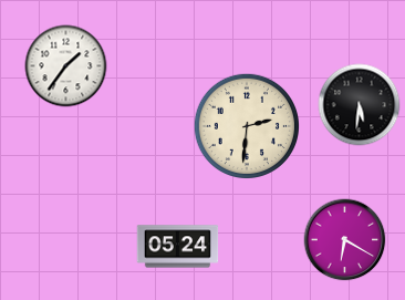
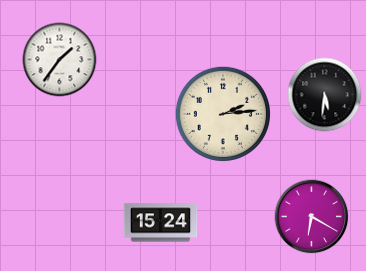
clock at (246, 125): 2:31 -> 2:14
clock at (178, 247): 05:24 -> 15:24
